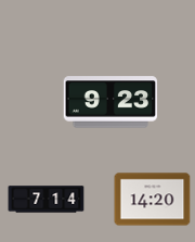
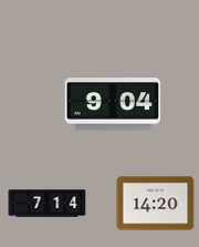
clock at (110, 102): 9:23 -> 9:04
